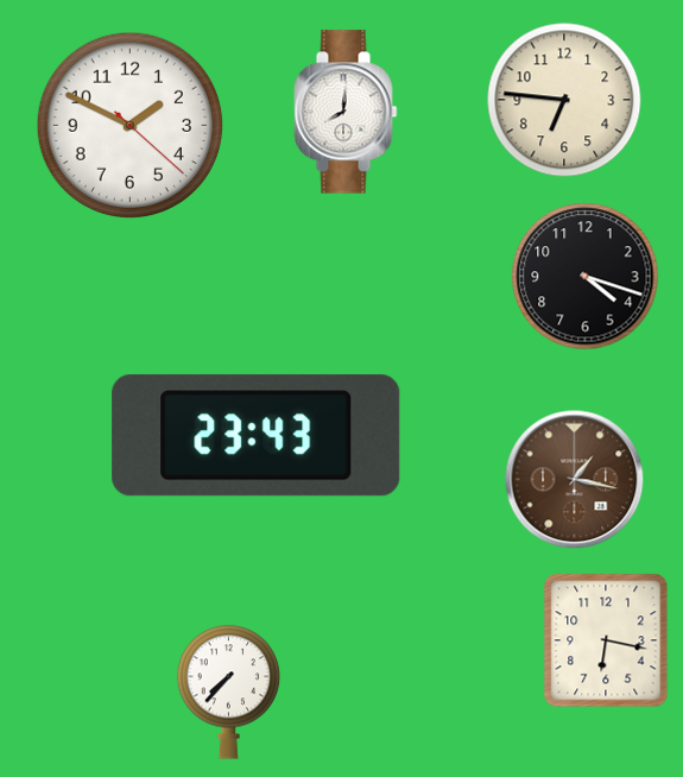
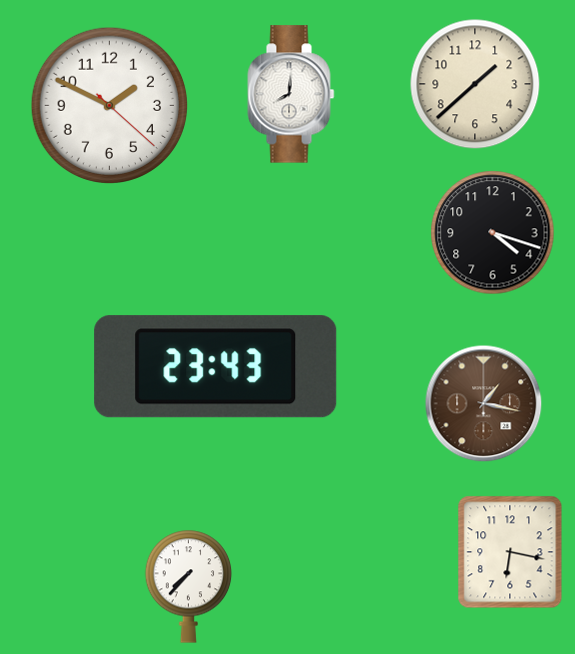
clock at (564, 100): 6:46 -> 1:38
clock at (606, 640) position: (606, 640) -> (510, 552)
clock at (229, 691) position: (229, 691) -> (189, 586)
